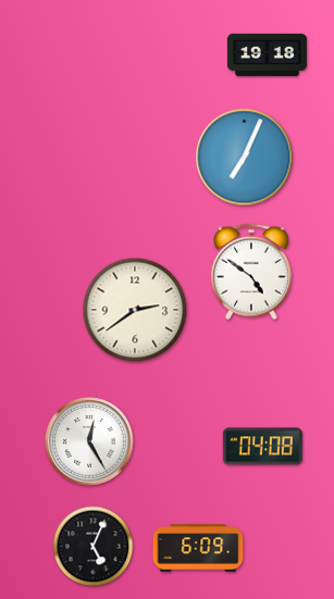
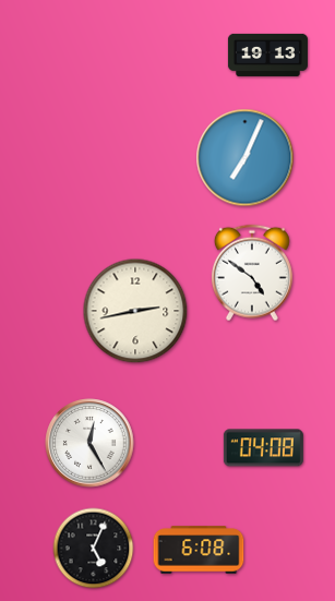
clock at (267, 54): 19:18 -> 19:13
clock at (135, 310): 2:39 -> 2:43
clock at (198, 548): 6:09 -> 6:08
